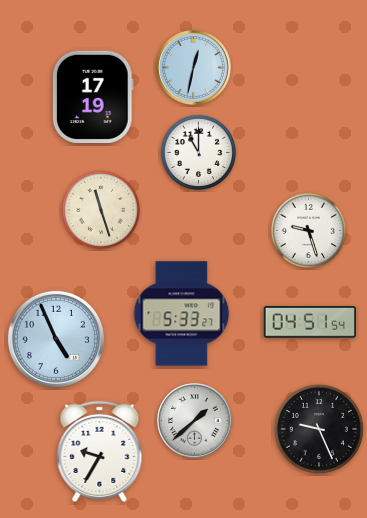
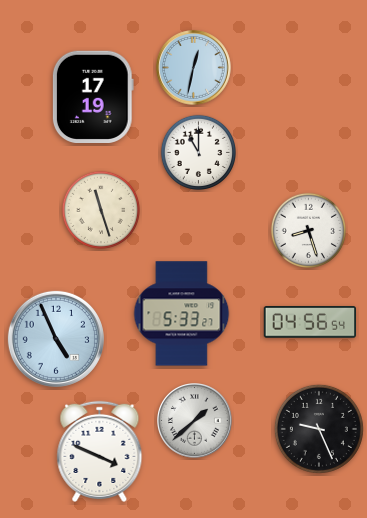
clock at (308, 230): 9:27 -> 8:27
clock at (309, 322): 04:51 -> 04:56
clock at (100, 451): 9:35 -> 3:49
